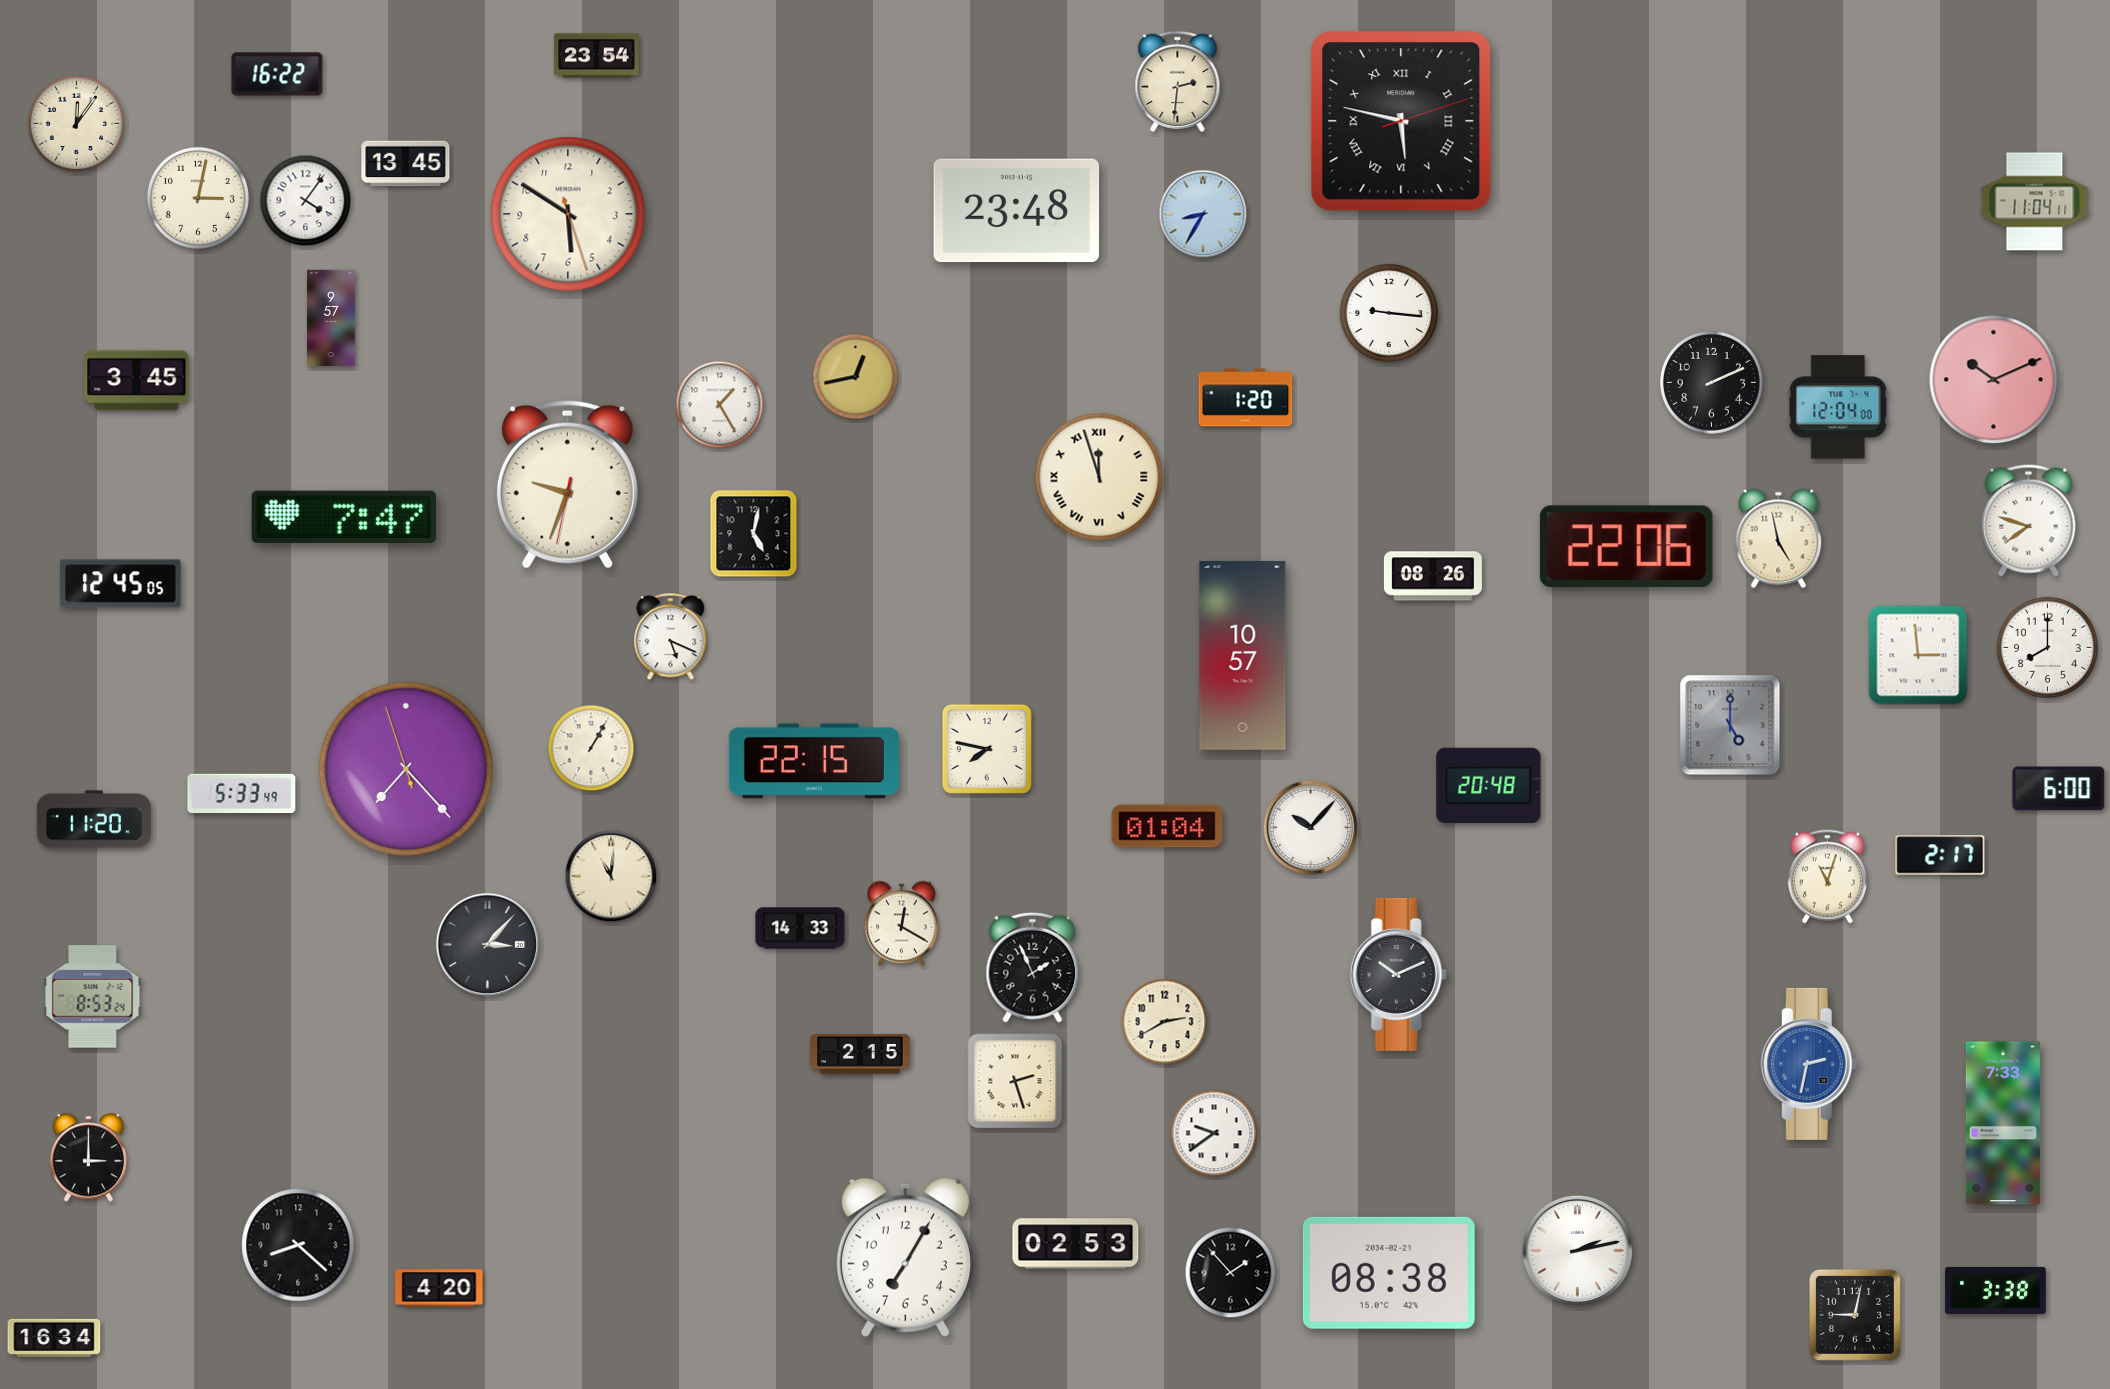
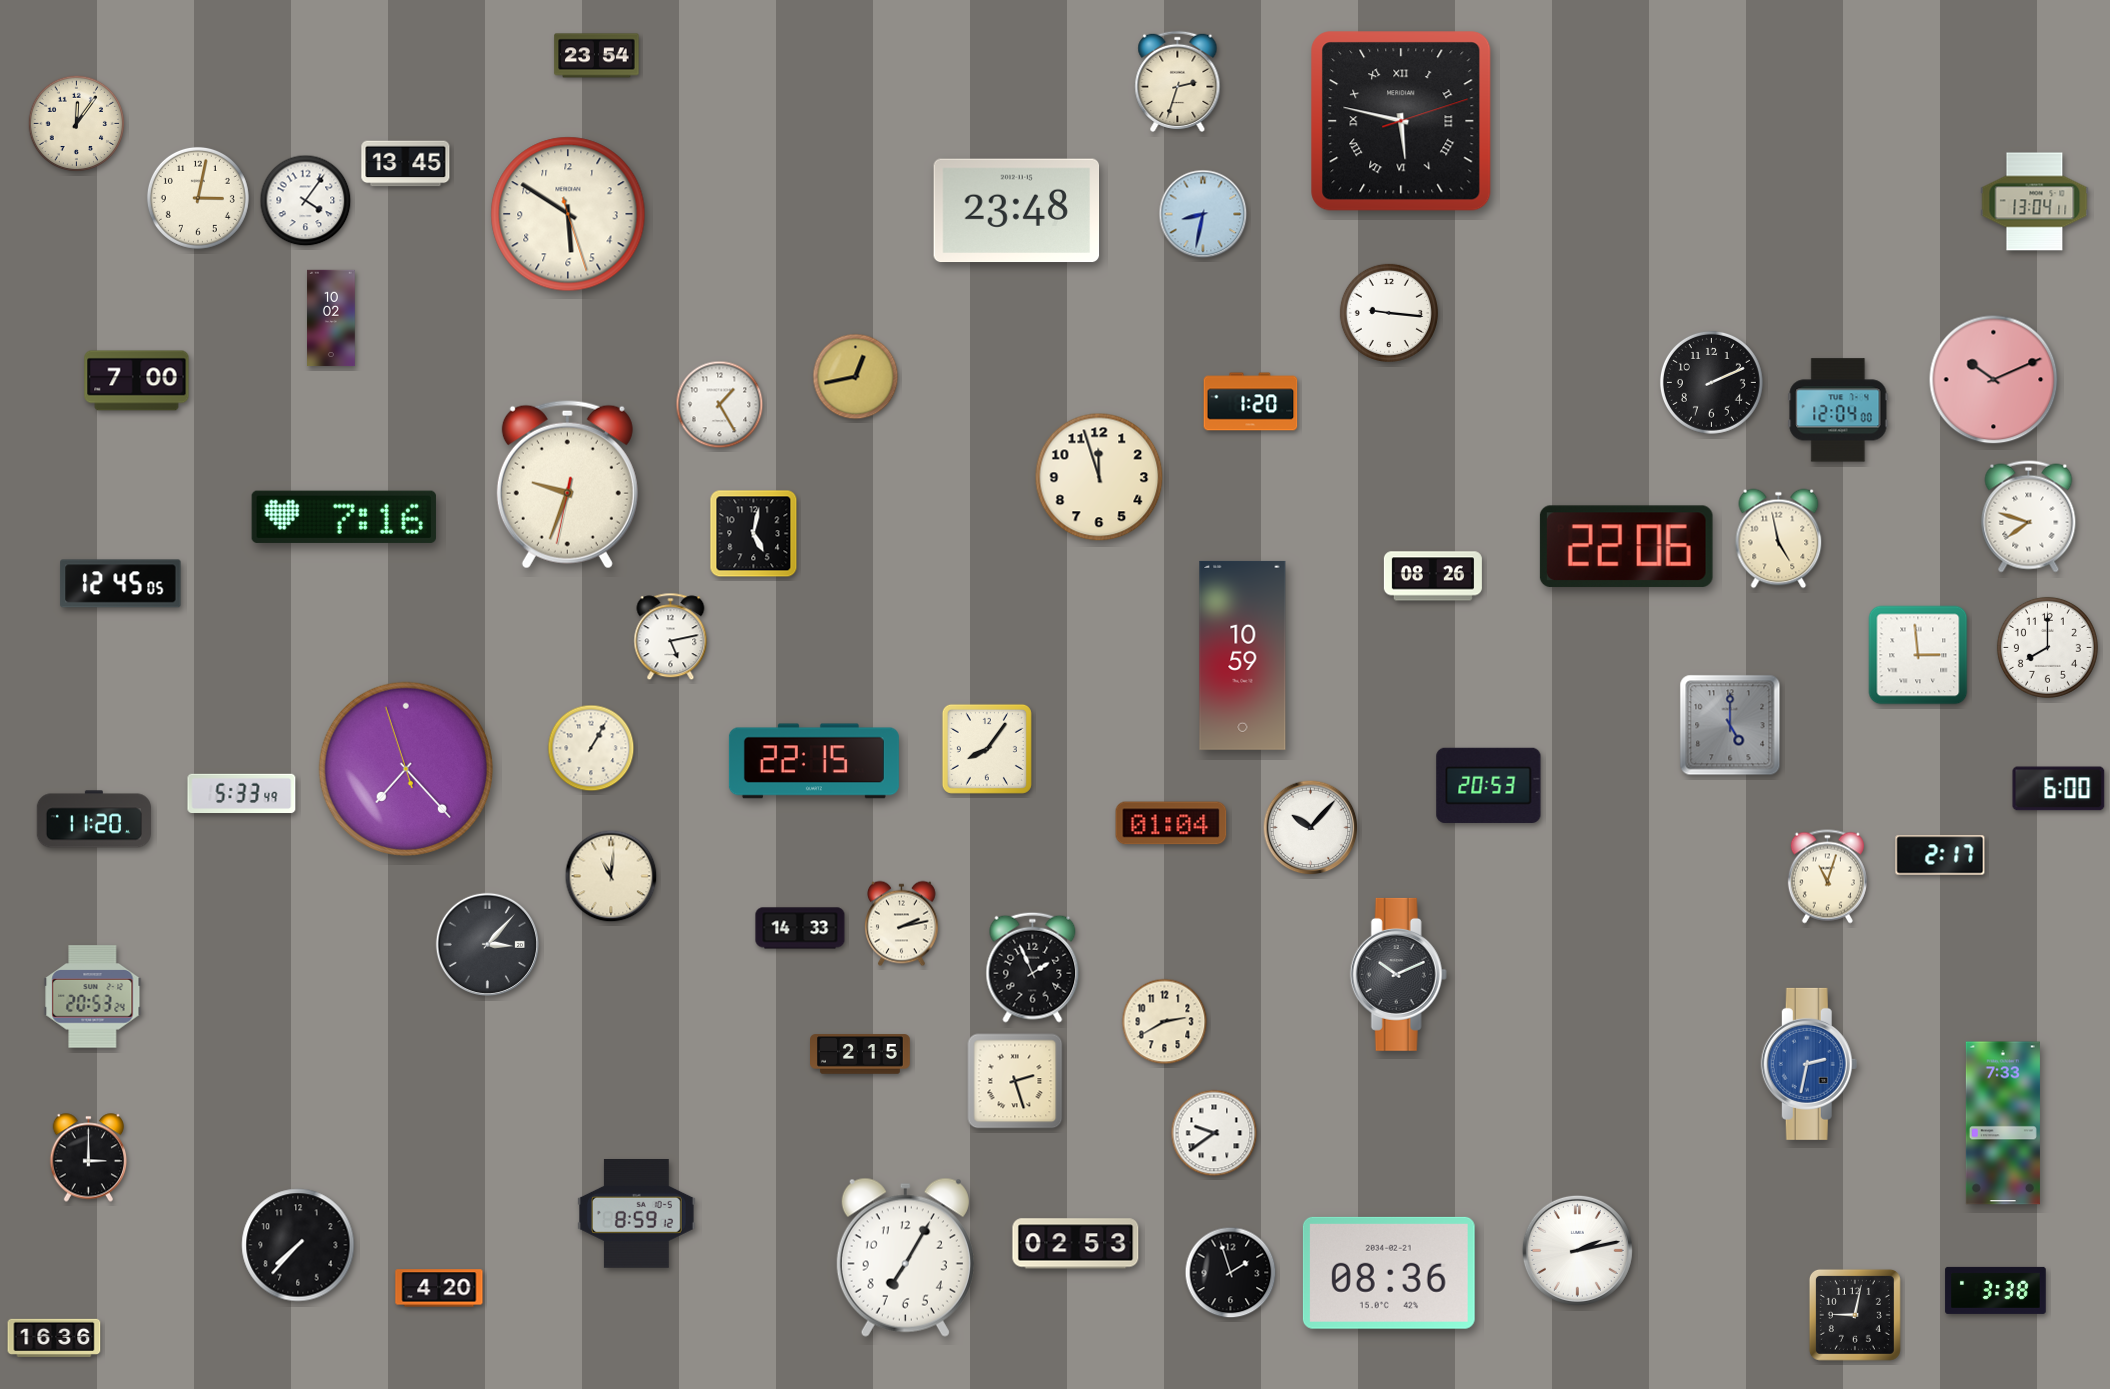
clock at (277, 74): 16:22 -> none
clock at (1178, 81): 2:31 -> 2:33
clock at (2035, 202): 11:04 -> 13:04
clock at (1203, 214): 8:35 -> 8:32
clock at (331, 318): 9:57 -> 10:02
clock at (137, 381): 3:45 -> 7:00
clock at (1246, 398) position: (1246, 398) -> (1251, 402)
clock at (1838, 407) position: (1838, 407) -> (1838, 410)
clock at (1099, 477) numerals: Roman -> Arabic
clock at (344, 517): 7:47 -> 7:16
clock at (2029, 521) position: (2029, 521) -> (2029, 517)
clock at (671, 637): 5:19 -> 5:13
clock at (1243, 655): 10:57 -> 10:59
clock at (987, 749): 7:47 -> 8:06
clock at (1489, 785): 20:48 -> 20:53
clock at (1167, 826) position: (1167, 826) -> (1171, 823)
clock at (902, 924): 12:20 -> 2:13
clock at (93, 997): 8:53 -> 20:53
clock at (637, 1214): none -> 8:59
clock at (298, 1245): 8:22 -> 7:37
clock at (1231, 1273): 1:53 -> 1:57
clock at (1389, 1273): 08:38 -> 08:36
clock at (54, 1338): 16:34 -> 16:36
